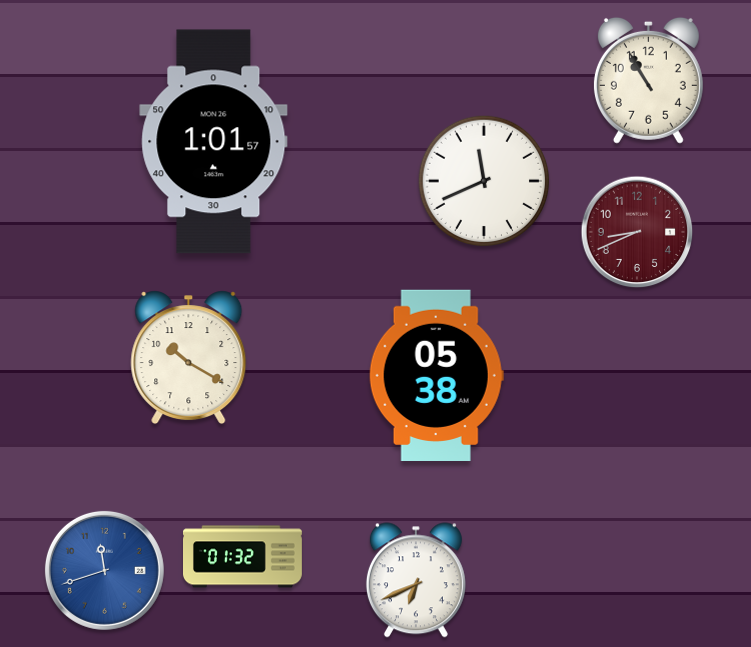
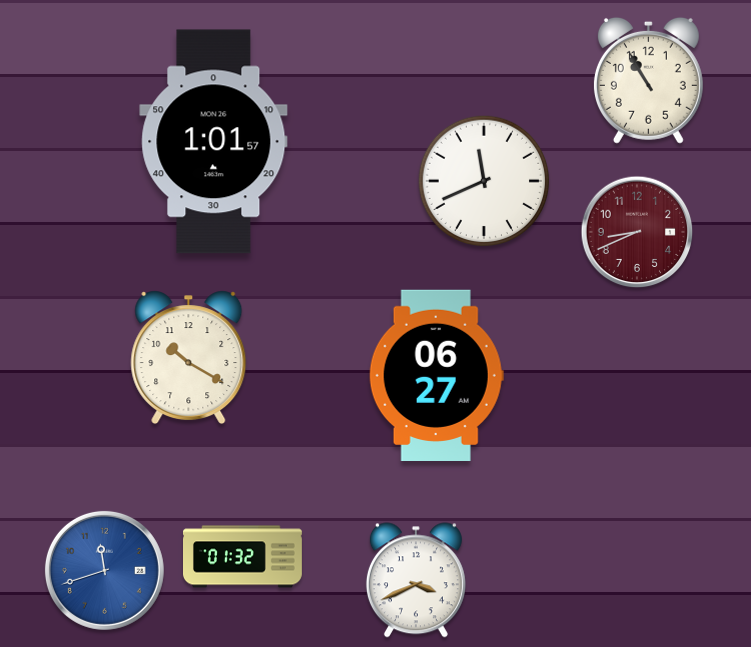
clock at (436, 375): 05:38 -> 06:27
clock at (416, 580): 6:41 -> 3:41
